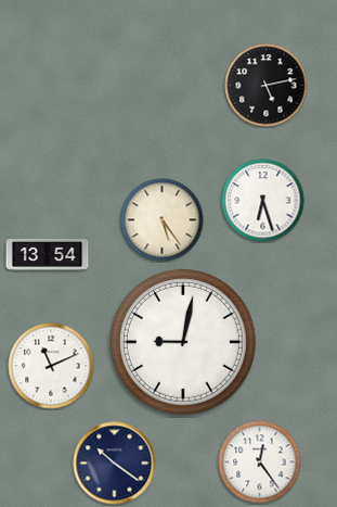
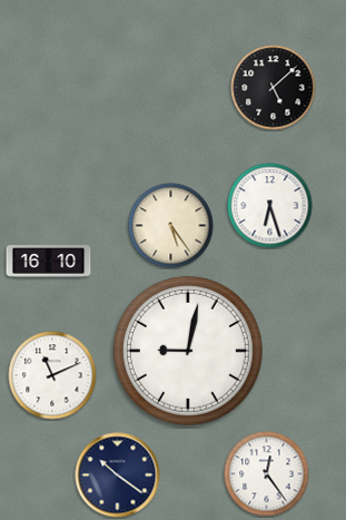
clock at (267, 86): 5:13 -> 5:08
clock at (163, 220) position: (163, 220) -> (171, 226)
clock at (48, 255): 13:54 -> 16:10
